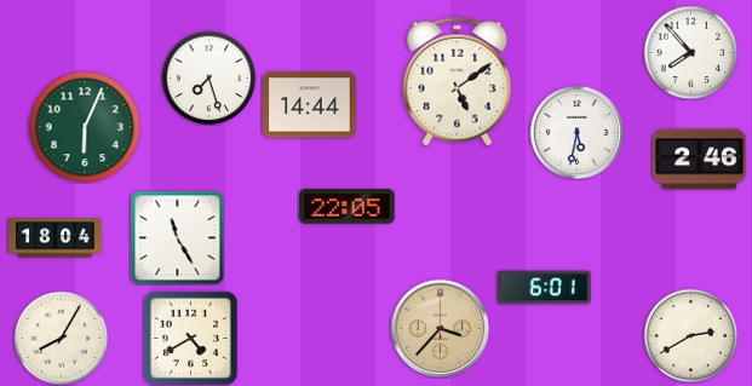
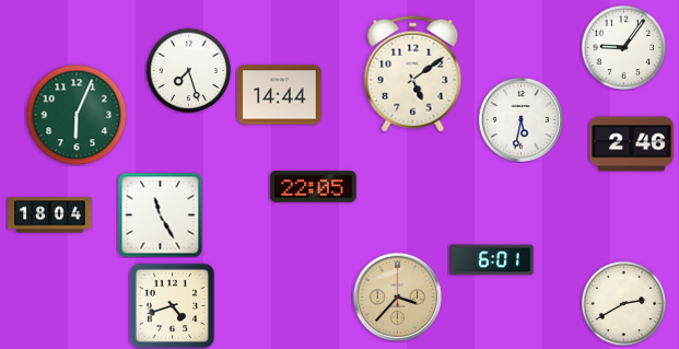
clock at (690, 52): 7:53 -> 9:06
clock at (61, 338): 8:05 -> none
clock at (190, 338): 4:40 -> 4:42
